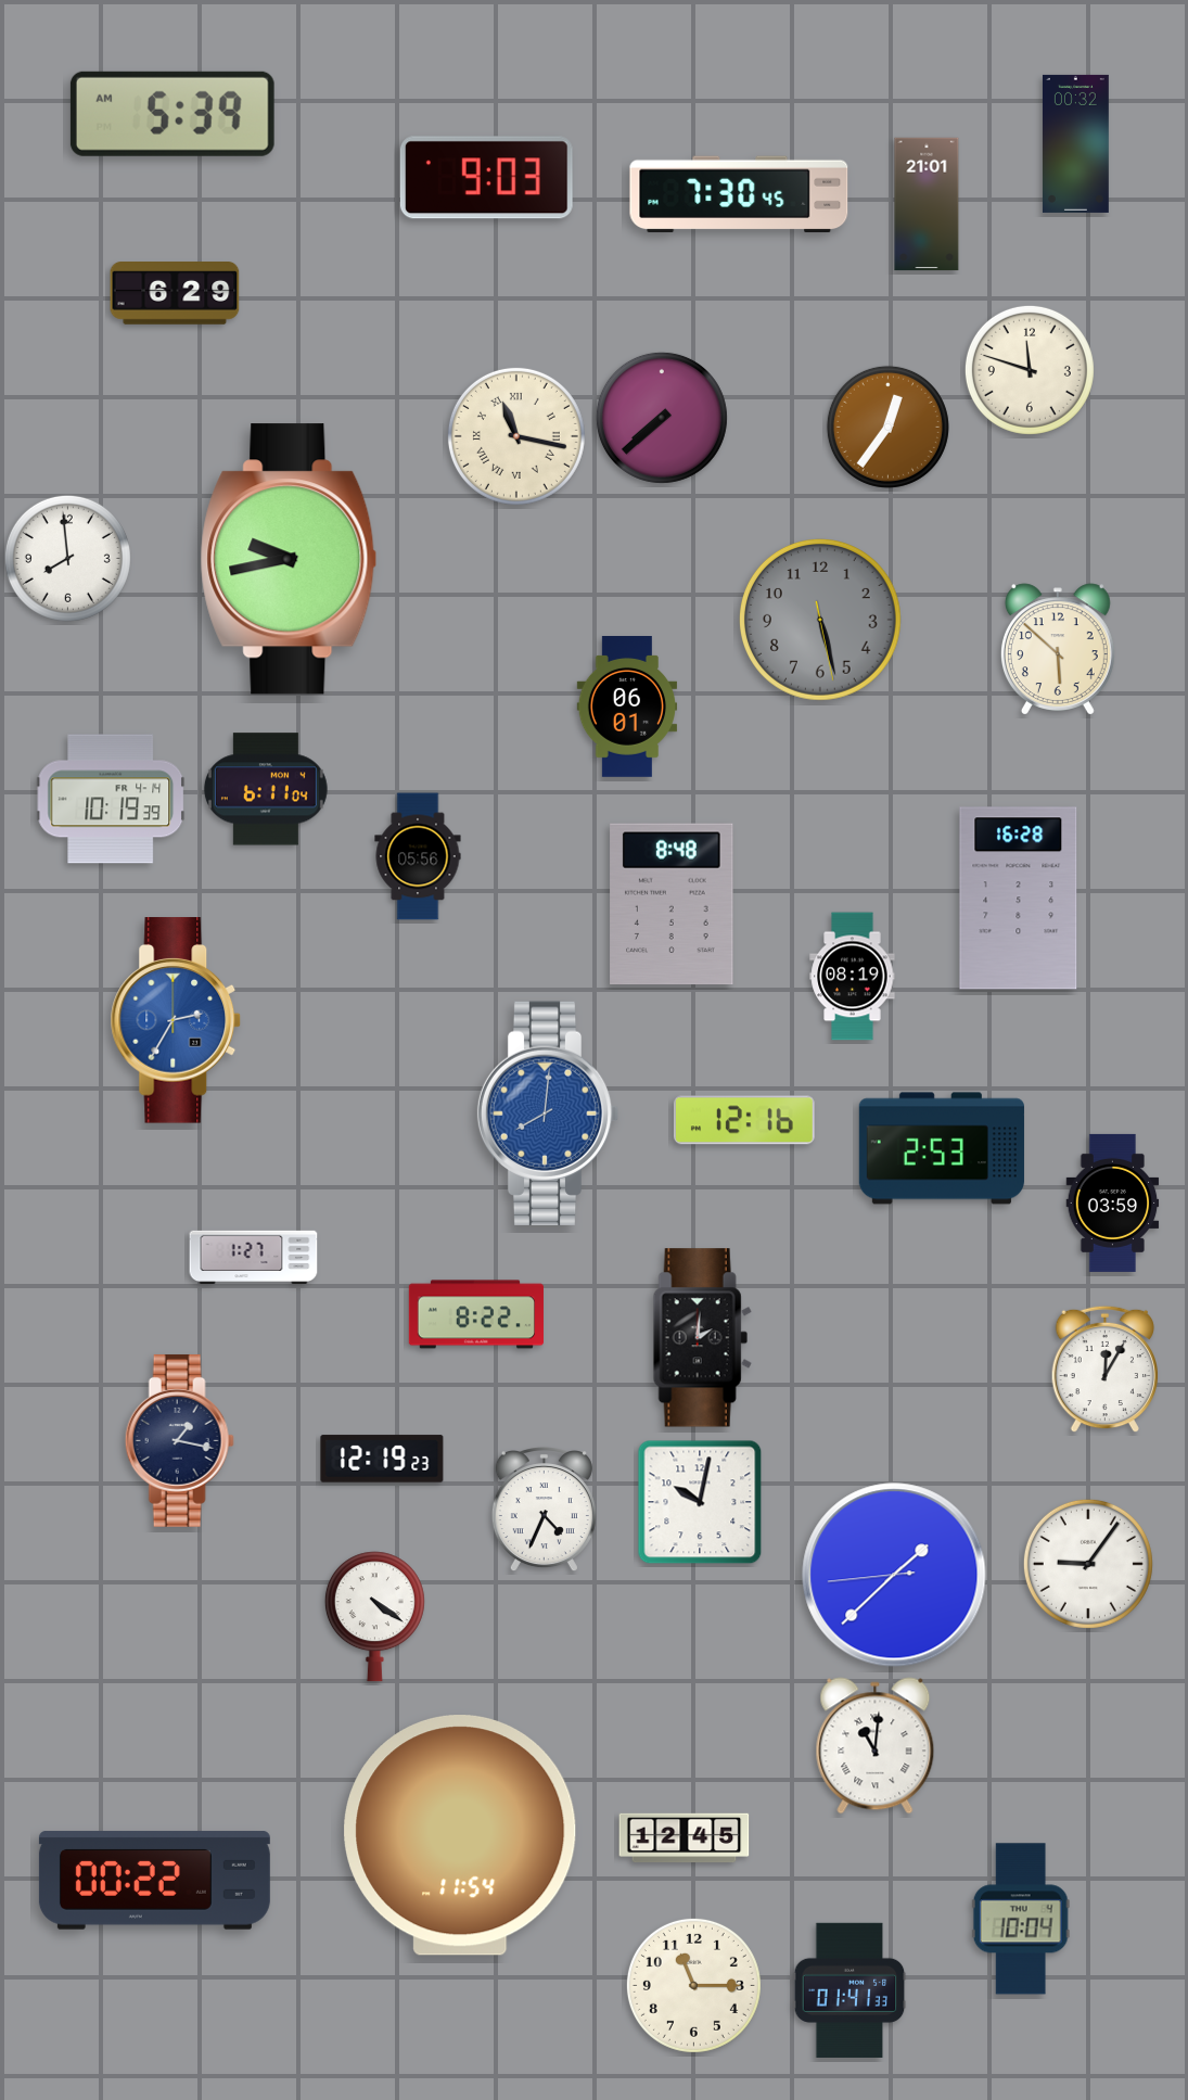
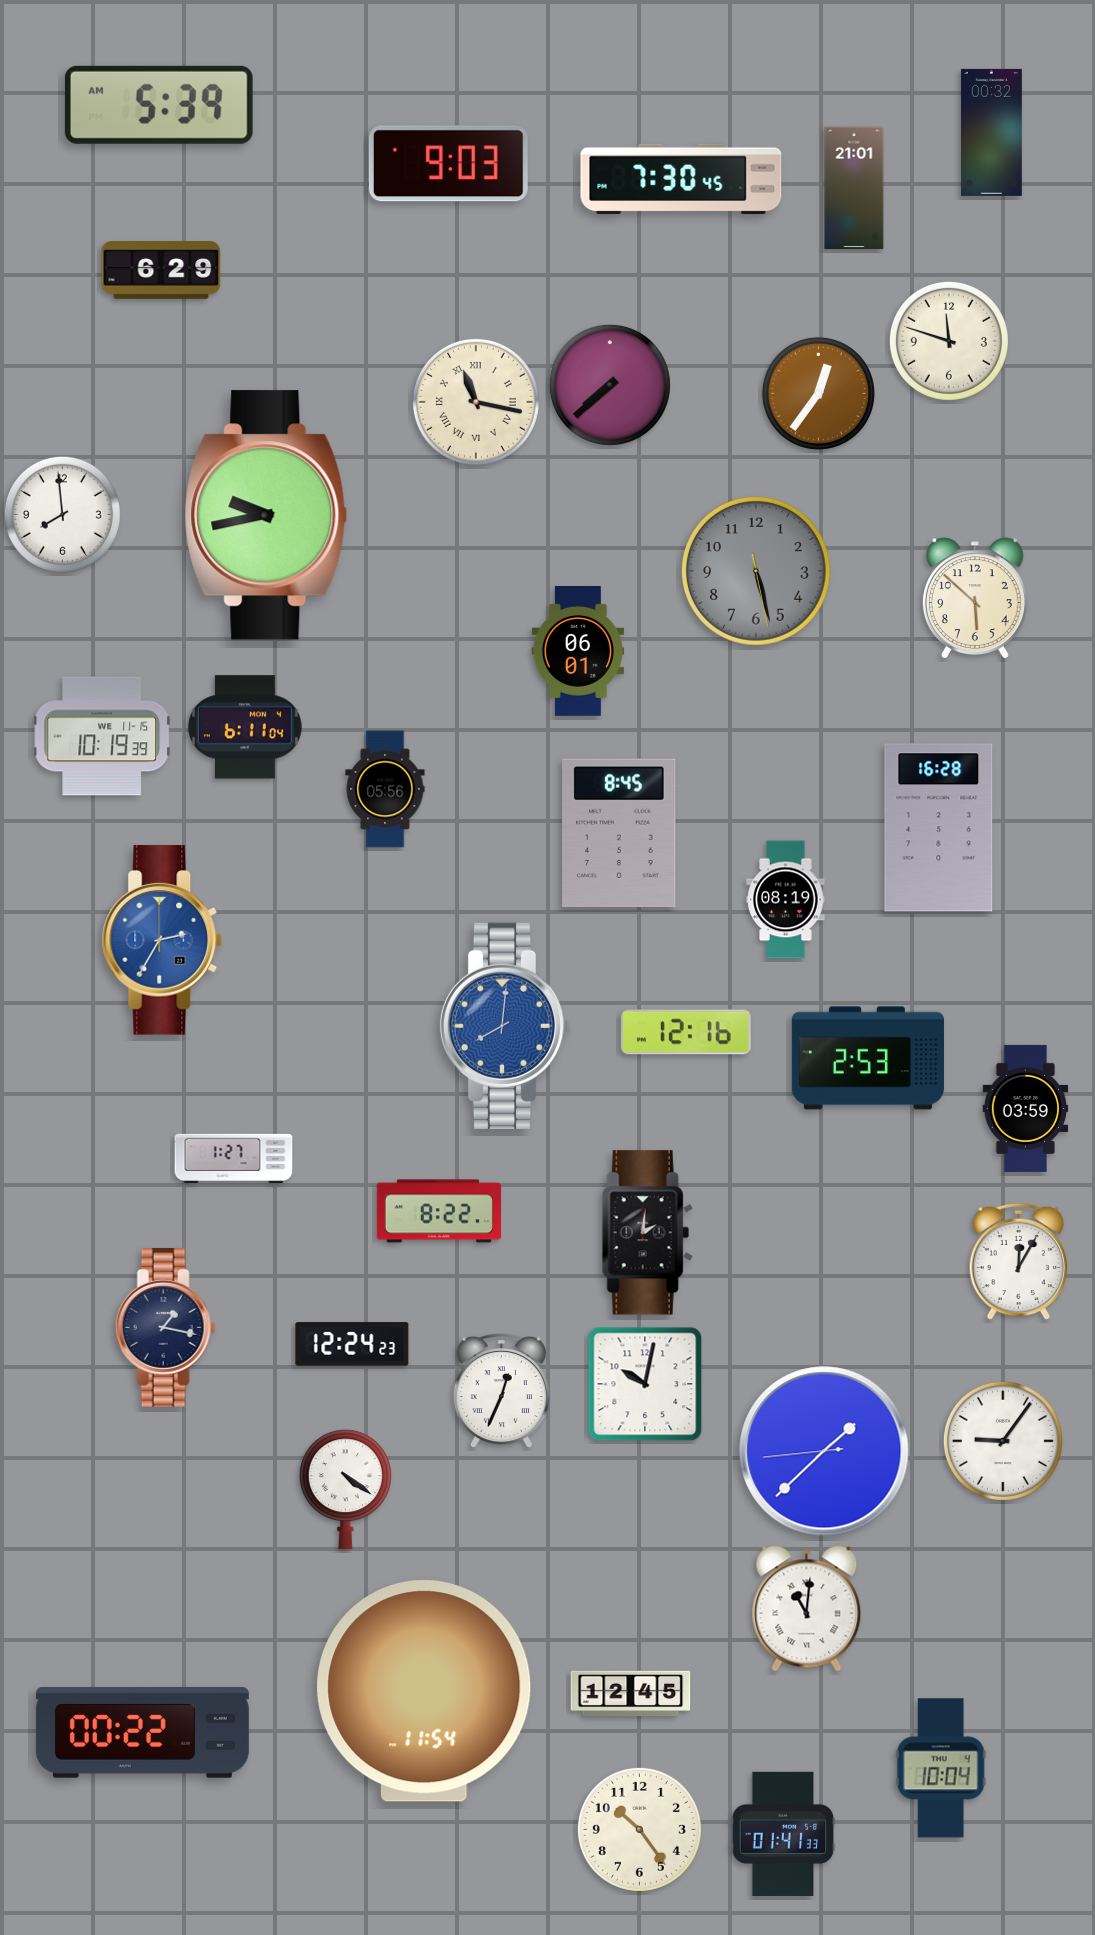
clock at (111, 799) date: FR 4-14 -> WE 11-15
clock at (672, 904): 8:48 -> 8:45
clock at (382, 1459): 12:19 -> 12:24
clock at (544, 1511): 4:34 -> 12:34
clock at (693, 1985): 11:15 -> 10:24
